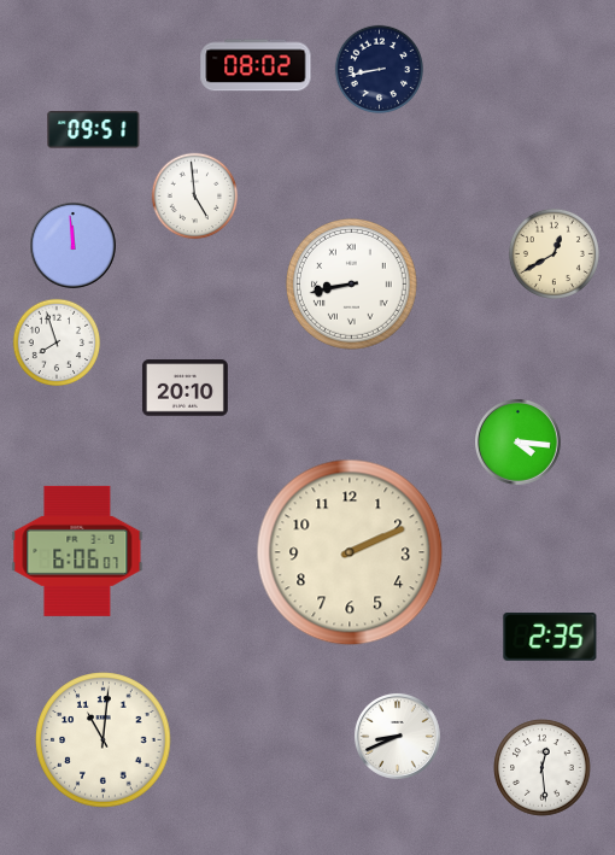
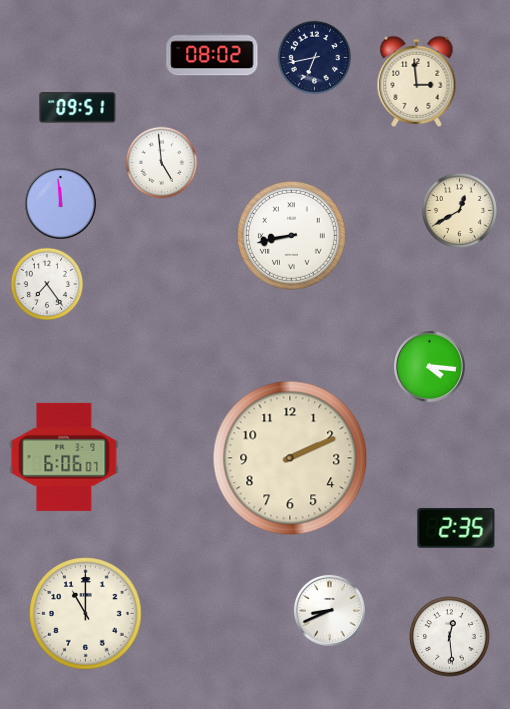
clock at (379, 69): 8:43 -> 6:43
clock at (417, 81): none -> 2:59
clock at (57, 342): 7:57 -> 7:24
clock at (184, 388): 20:10 -> none
clock at (104, 740): 11:01 -> 11:00
